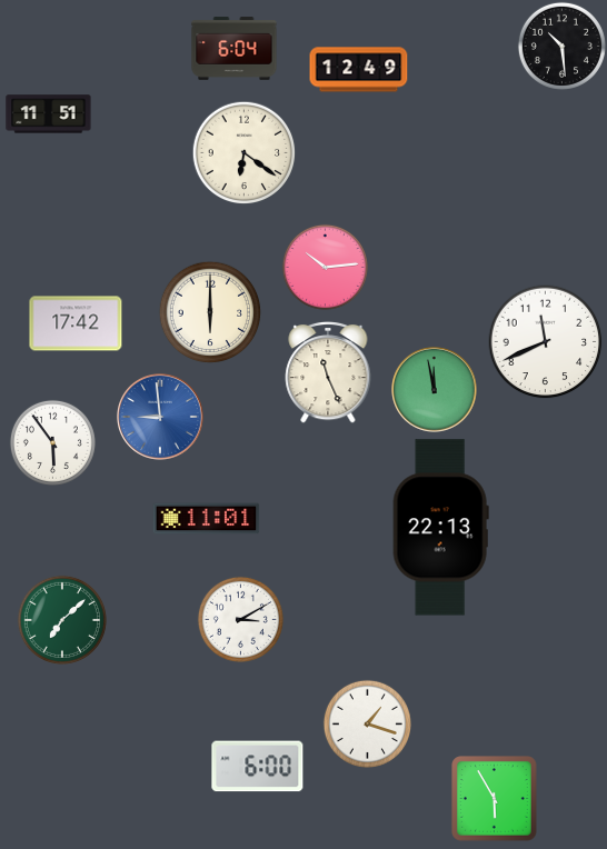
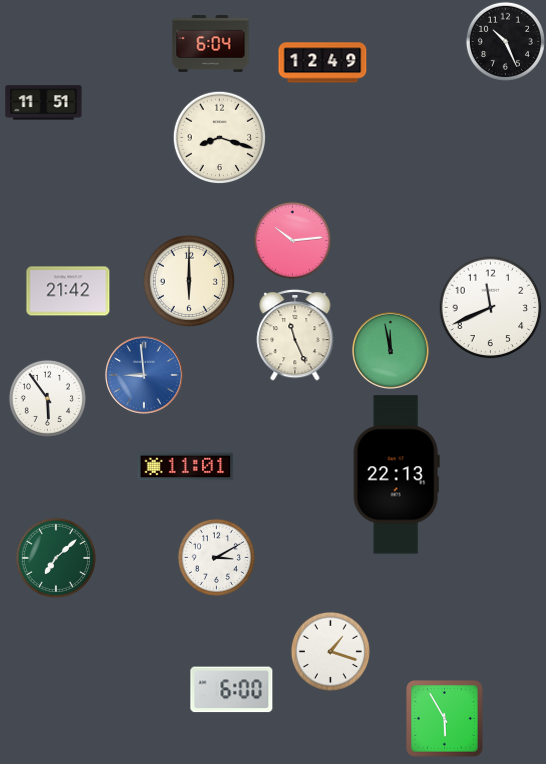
clock at (561, 46): 10:29 -> 10:26
clock at (243, 152): 6:21 -> 8:18
clock at (76, 323): 17:42 -> 21:42
